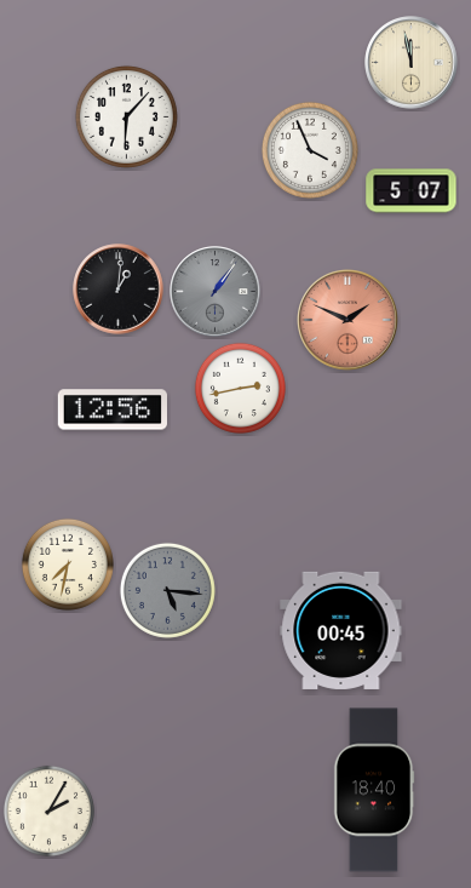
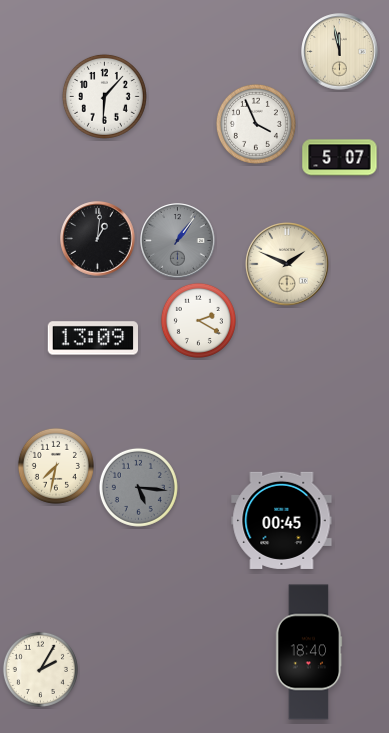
clock at (349, 321) dial: salmon -> cream
clock at (240, 388): 2:43 -> 2:20
clock at (111, 409): 12:56 -> 13:09
